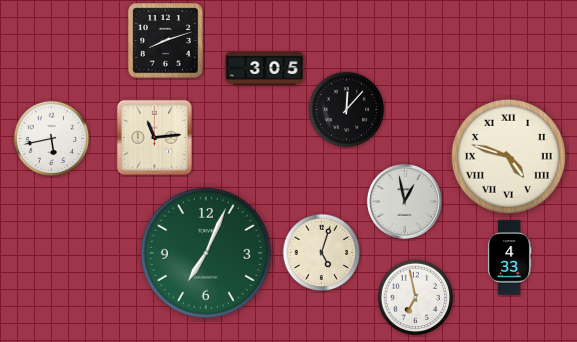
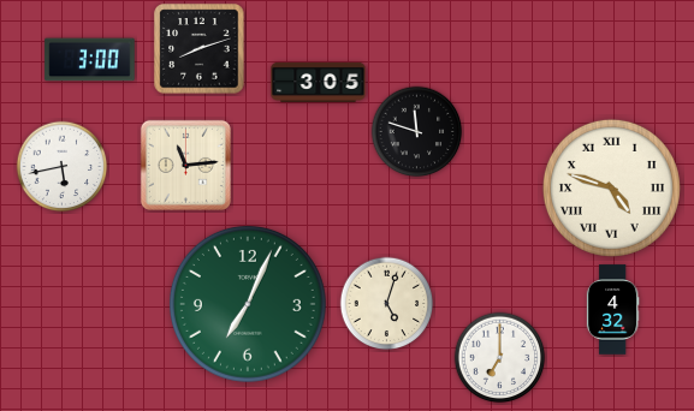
clock at (90, 60): none -> 3:00
clock at (347, 110): 12:07 -> 11:48
clock at (404, 201): 12:58 -> none
clock at (509, 258): 4:33 -> 4:32
clock at (416, 298): 6:58 -> 7:00
